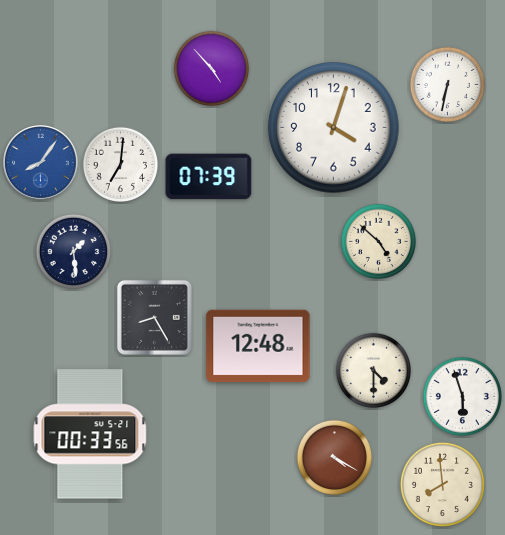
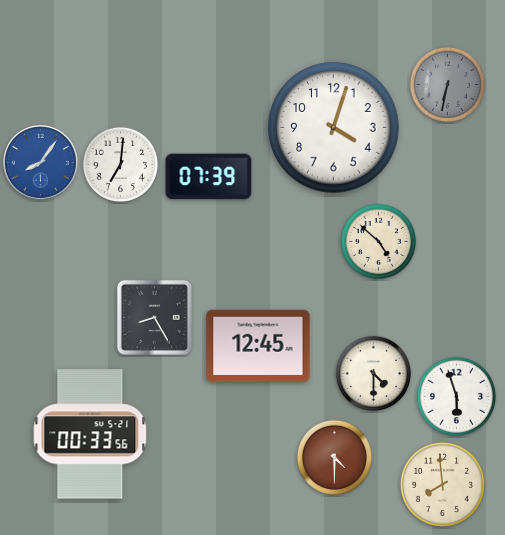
clock at (211, 68): 4:53 -> none
clock at (447, 84) dial: white -> grey
clock at (73, 251): 1:29 -> none
clock at (258, 346): 12:48 -> 12:45
clock at (373, 370) position: (373, 370) -> (373, 373)
clock at (462, 396) position: (462, 396) -> (456, 396)
clock at (334, 457): 4:20 -> 4:30
